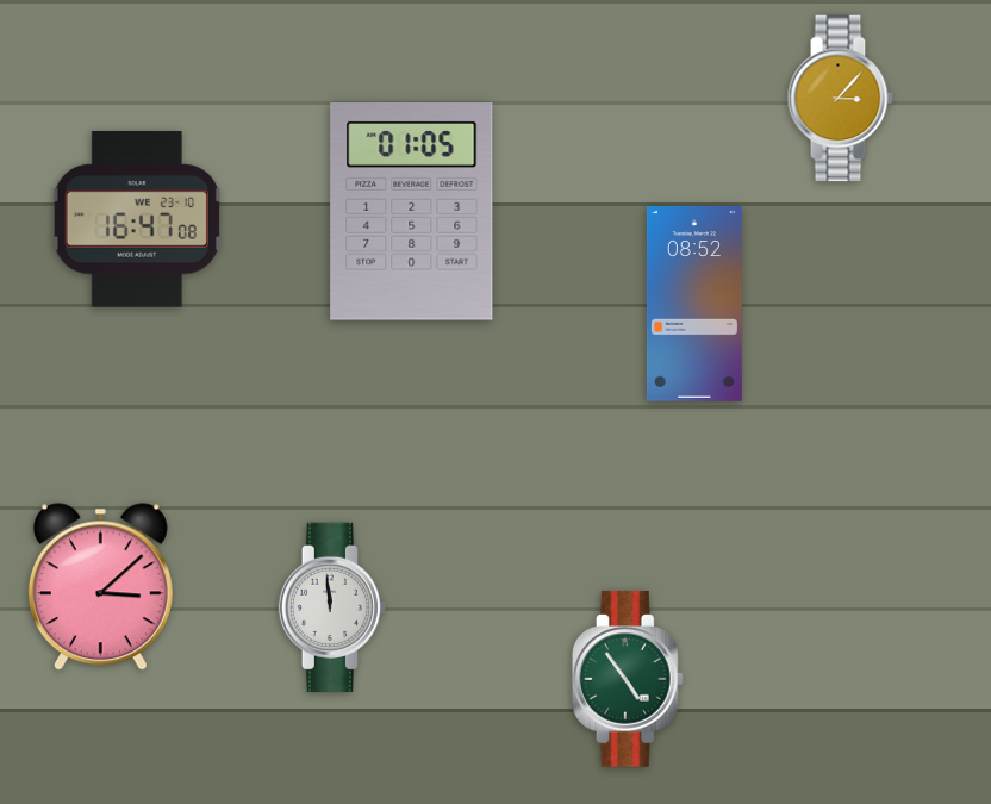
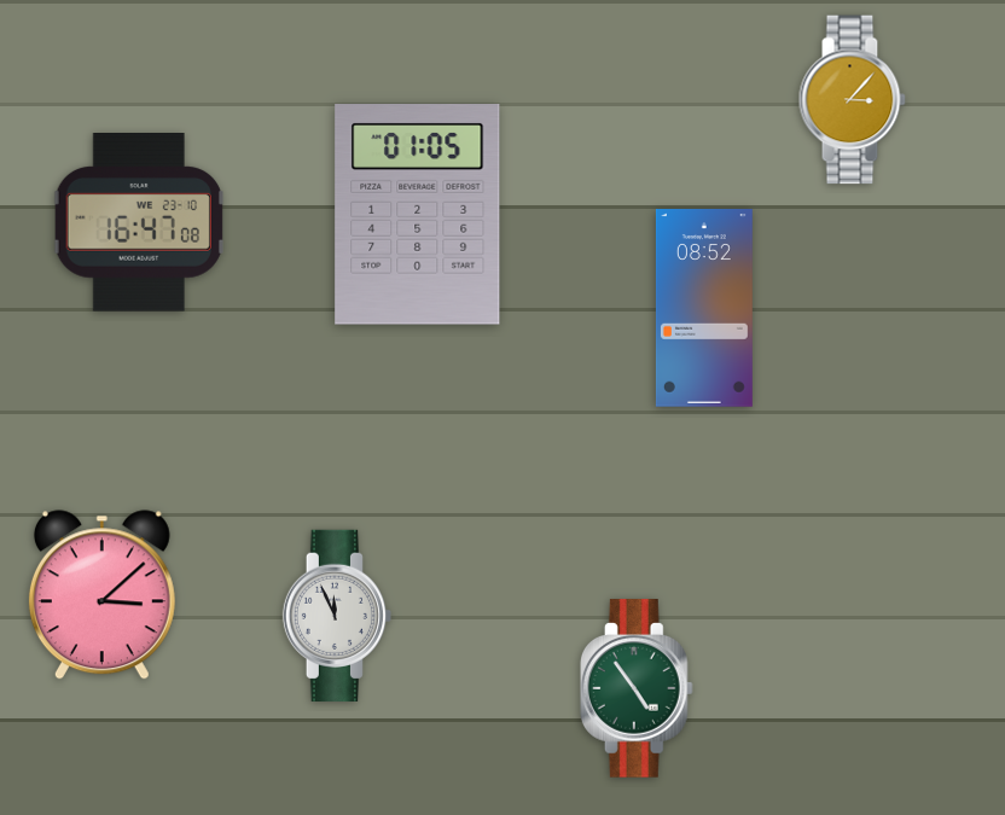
clock at (331, 606): 11:59 -> 11:56
